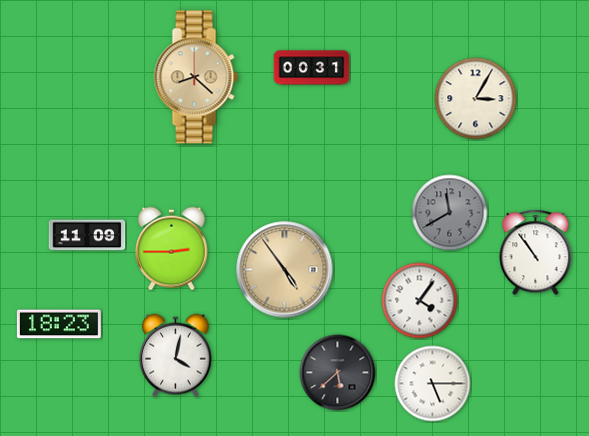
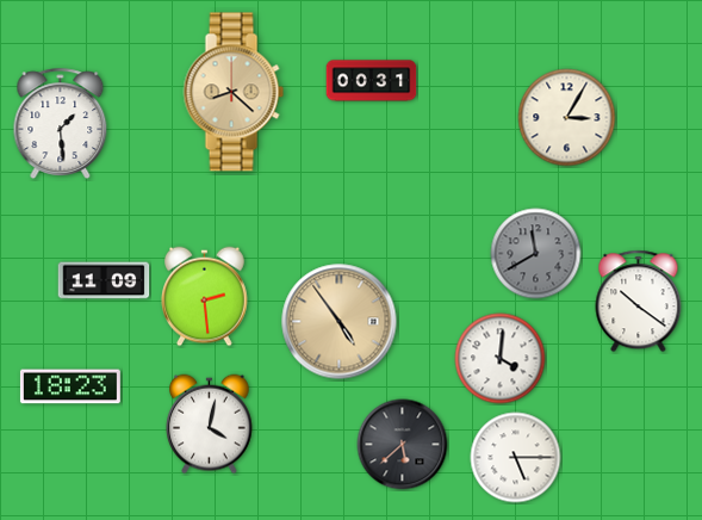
clock at (61, 123): none -> 1:29
clock at (172, 249): 2:45 -> 2:29
clock at (536, 253): 10:54 -> 10:21
clock at (420, 301): 4:06 -> 4:01
